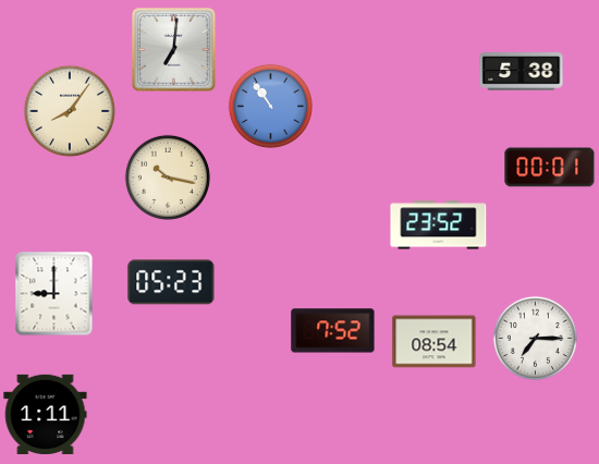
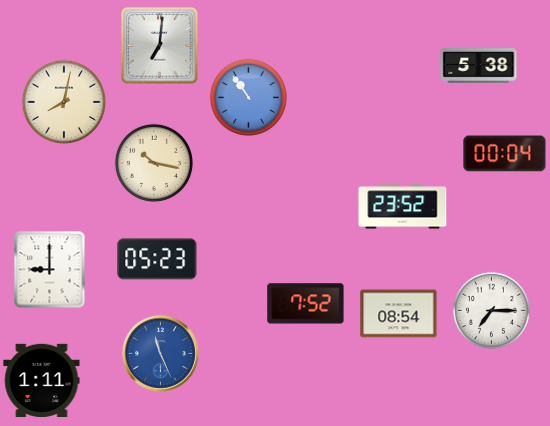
clock at (69, 110): 8:06 -> 8:02
clock at (550, 168): 00:01 -> 00:04
clock at (161, 354): none -> 11:26
